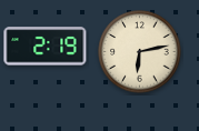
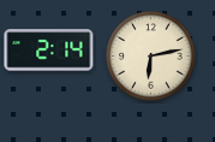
clock at (46, 47): 2:19 -> 2:14
